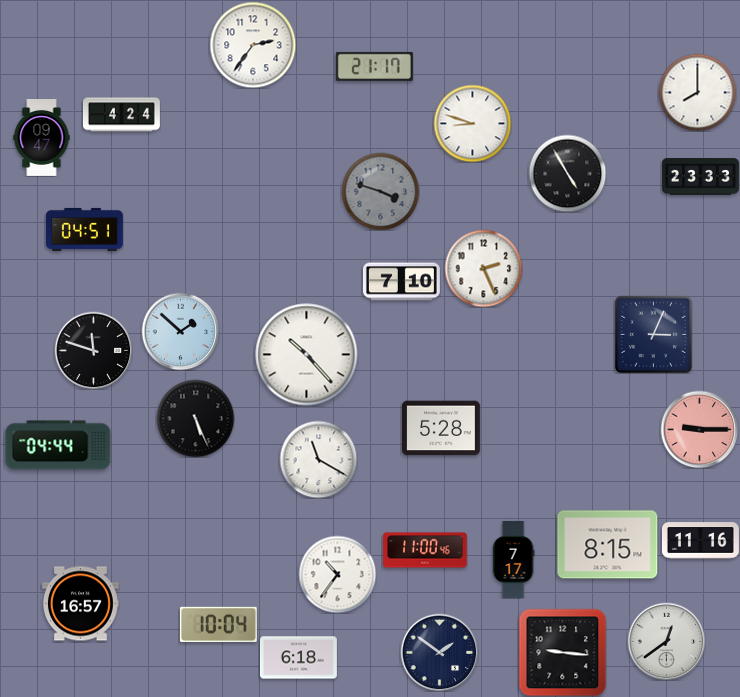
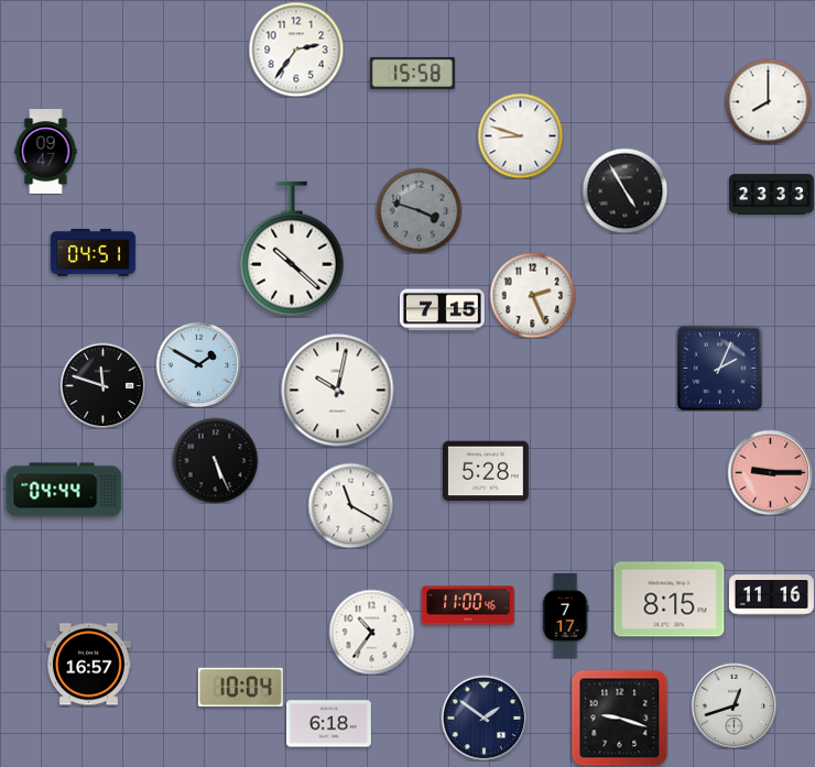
clock at (253, 45) position: (253, 45) -> (296, 50)
clock at (374, 66): 21:17 -> 15:58
clock at (122, 115): 4:24 -> none
clock at (293, 249): none -> 10:22
clock at (401, 282): 7:10 -> 7:15
clock at (180, 331): 1:52 -> 1:50
clock at (653, 334): 3:04 -> 2:04
clock at (307, 355): 10:23 -> 10:02
clock at (666, 641): 12:39 -> 12:42
clock at (562, 652): 9:16 -> 9:18
